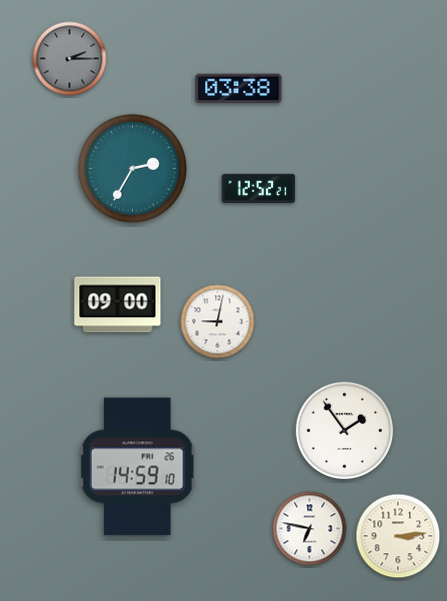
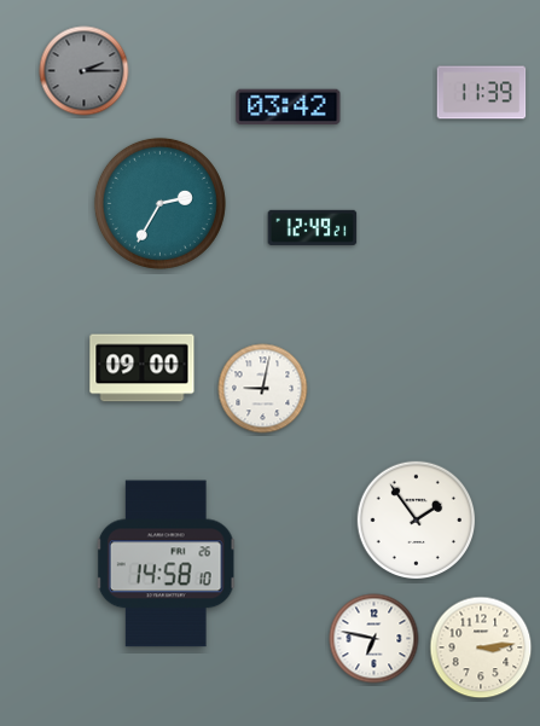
clock at (482, 93): none -> 11:39
clock at (239, 88): 03:38 -> 03:42
clock at (259, 188): 12:52 -> 12:49
clock at (138, 467): 14:59 -> 14:58
